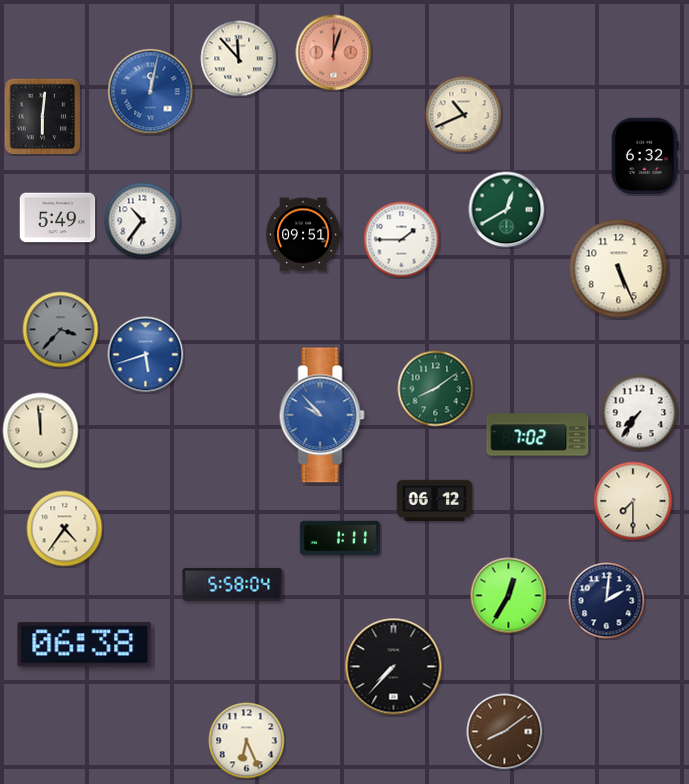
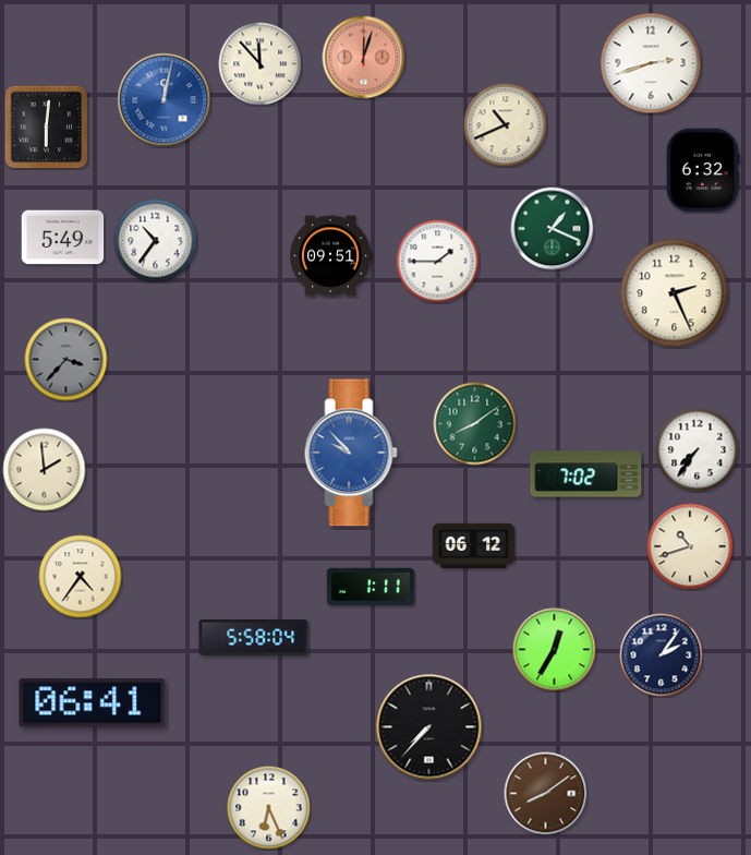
clock at (651, 63): none -> 2:42
clock at (507, 210): 12:40 -> 1:19
clock at (619, 269): 5:26 -> 2:26
clock at (146, 355): 5:42 -> none
clock at (41, 431): 11:59 -> 1:59
clock at (633, 501): 7:30 -> 10:42
clock at (65, 529) position: (65, 529) -> (81, 577)
clock at (607, 601): 2:01 -> 2:06
clock at (85, 645): 06:38 -> 06:41
clock at (505, 732) position: (505, 732) -> (546, 794)
